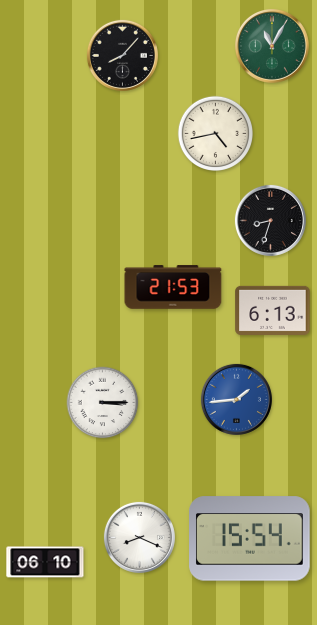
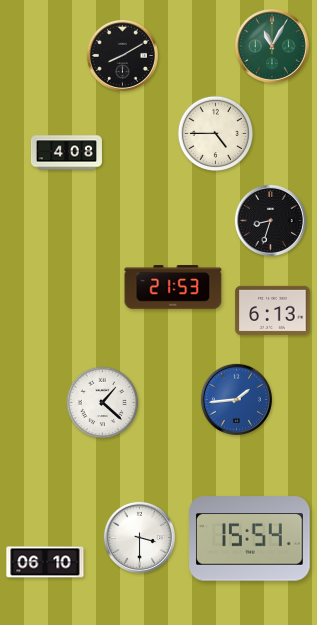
clock at (122, 55): 8:07 -> 8:10
clock at (215, 133): 4:43 -> 4:45
clock at (66, 153): none -> 4:08
clock at (103, 403): 3:15 -> 1:22
clock at (139, 537): 8:19 -> 3:30
